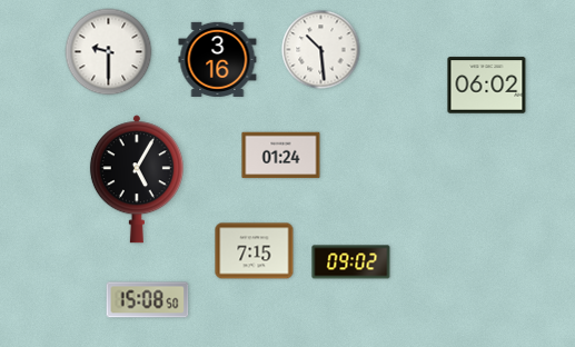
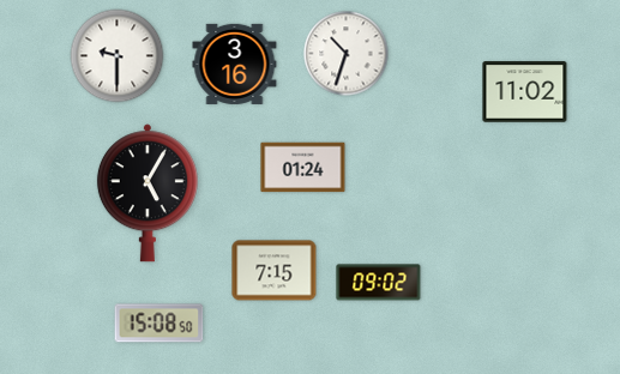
clock at (321, 50): 10:29 -> 10:33
clock at (487, 86): 06:02 -> 11:02
